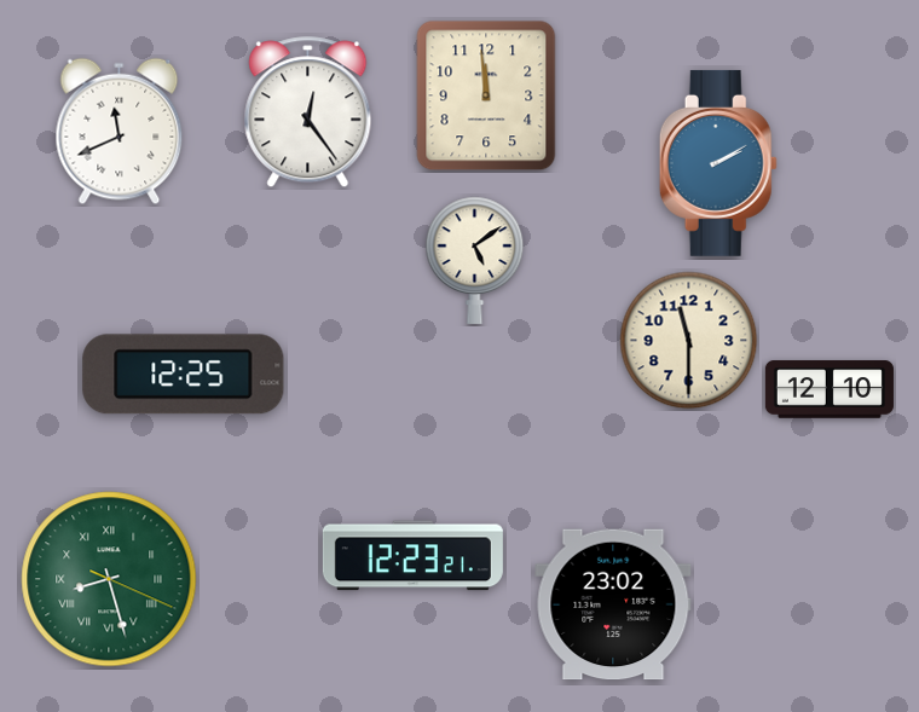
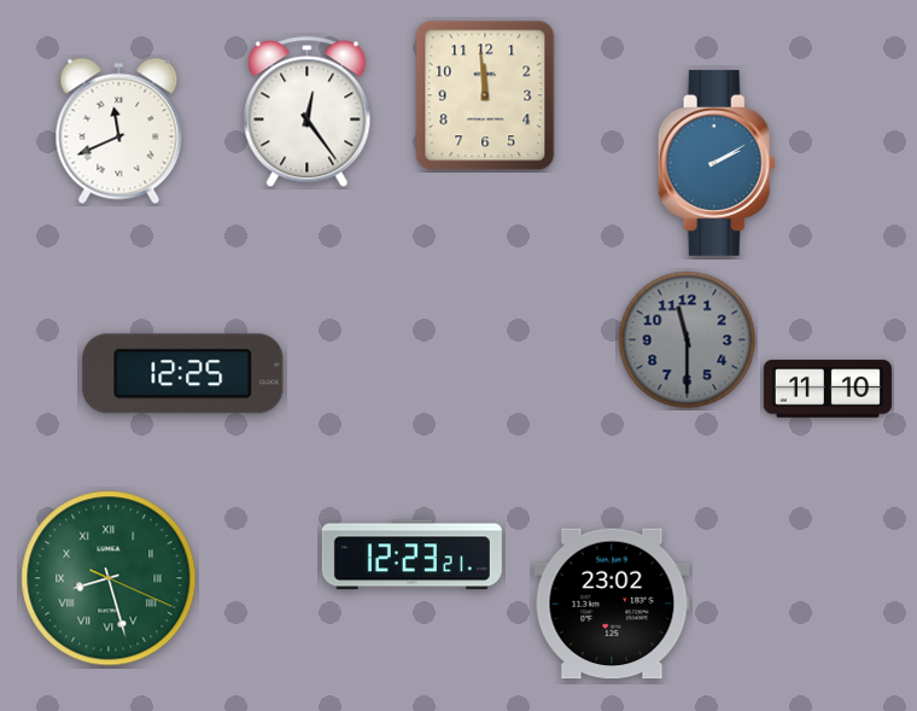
clock at (475, 260): 5:09 -> none
clock at (689, 341) dial: cream -> grey
clock at (830, 389): 12:10 -> 11:10
